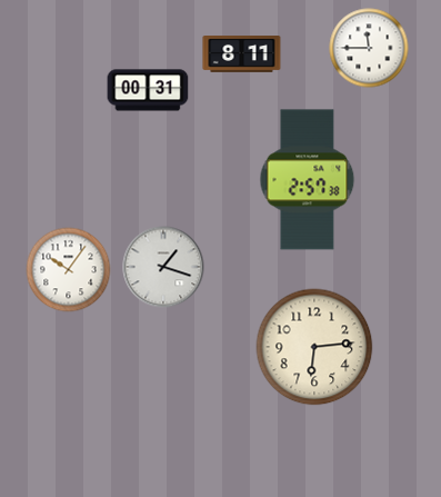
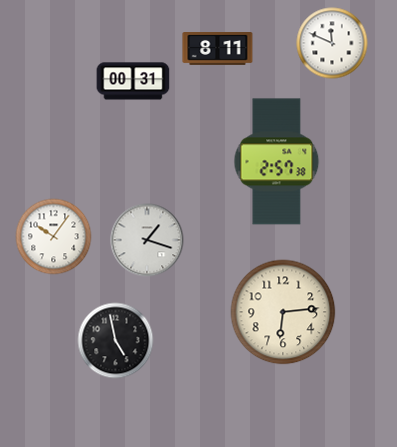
clock at (369, 48): 11:45 -> 11:49
clock at (69, 270) position: (69, 270) -> (54, 237)
clock at (116, 341): none -> 4:58
